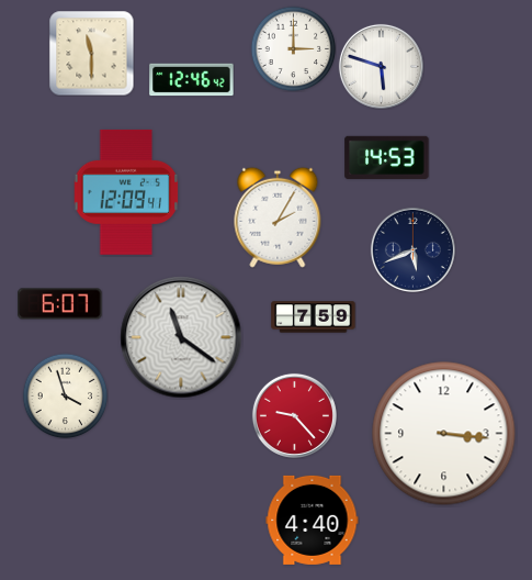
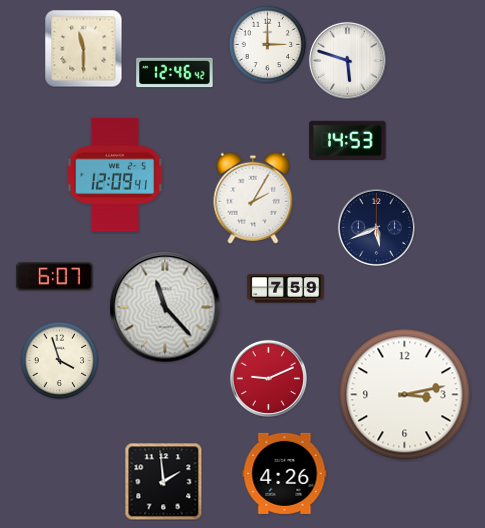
clock at (387, 157) position: (387, 157) -> (348, 140)
clock at (181, 337): 11:21 -> 11:23
clock at (294, 415): 9:23 -> 9:11
clock at (444, 434): 3:16 -> 3:13
clock at (313, 520): 4:40 -> 4:26
clock at (163, 481): none -> 1:59
